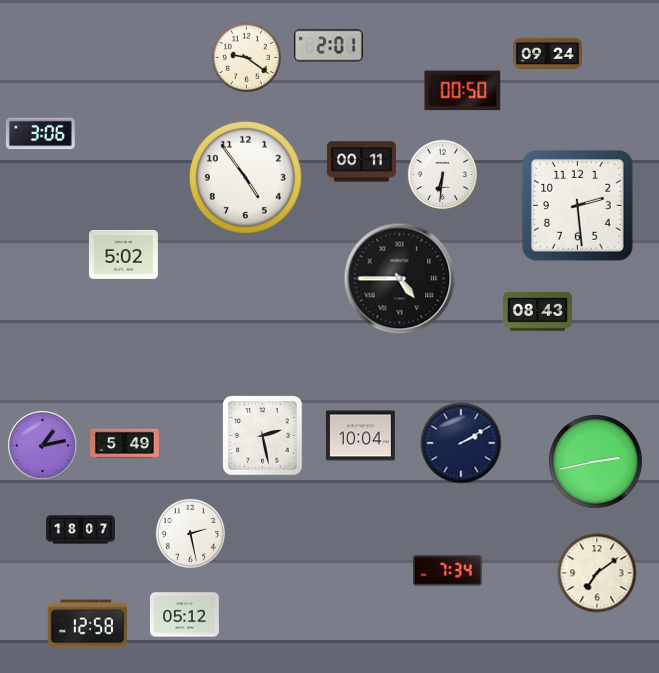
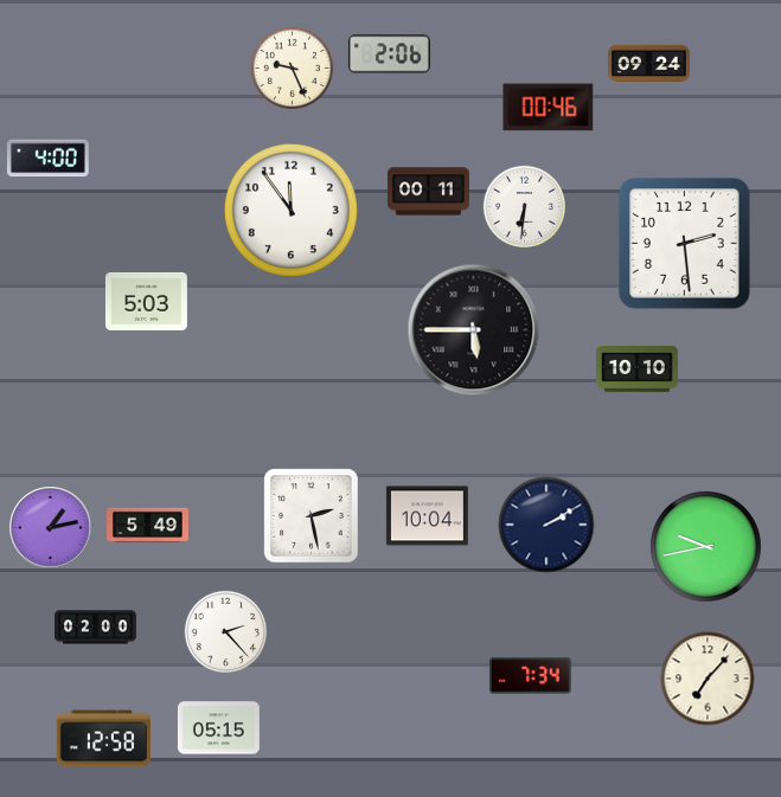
clock at (328, 46): 2:01 -> 2:06
clock at (246, 57): 9:21 -> 9:26
clock at (463, 91): 00:50 -> 00:46
clock at (40, 134): 3:06 -> 4:00
clock at (245, 177): 4:54 -> 11:54
clock at (123, 254): 5:02 -> 5:03
clock at (400, 279): 4:45 -> 5:45
clock at (538, 311): 08:43 -> 10:10
clock at (596, 462): 2:43 -> 9:43
clock at (81, 530): 18:07 -> 02:00
clock at (190, 533): 2:28 -> 2:23
clock at (597, 573): 7:09 -> 7:07
clock at (184, 615): 05:12 -> 05:15
